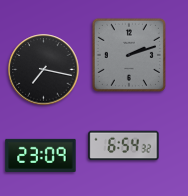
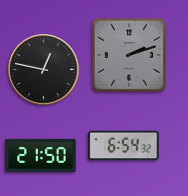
clock at (44, 70): 7:17 -> 12:47
clock at (41, 155): 23:09 -> 21:50
